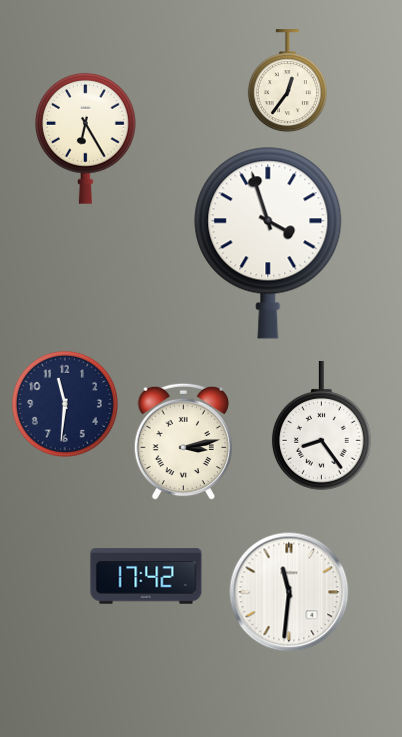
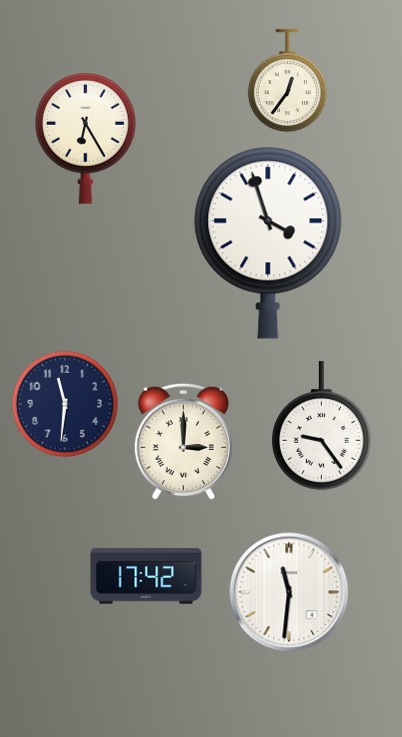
clock at (321, 426): 8:24 -> 9:24
clock at (183, 442): 3:13 -> 3:00
